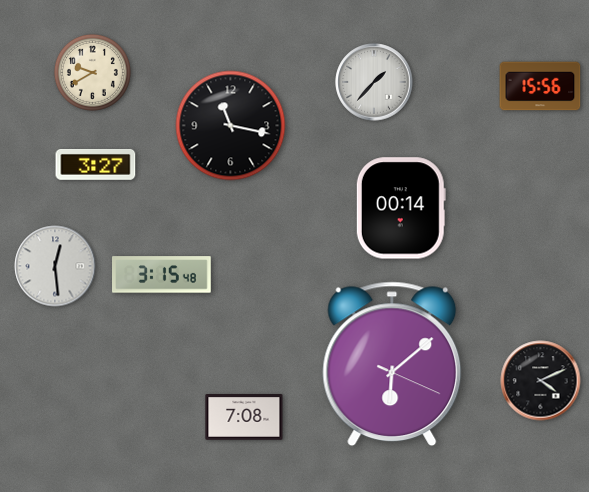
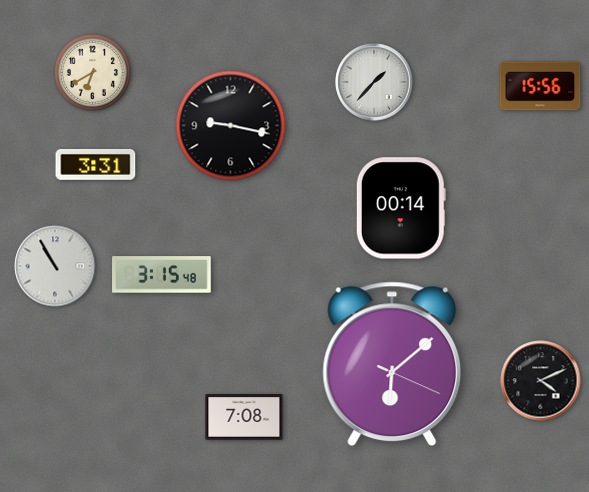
clock at (92, 72): 9:40 -> 6:40
clock at (231, 126): 11:17 -> 9:17
clock at (96, 165): 3:27 -> 3:31
clock at (55, 266): 12:29 -> 10:55
